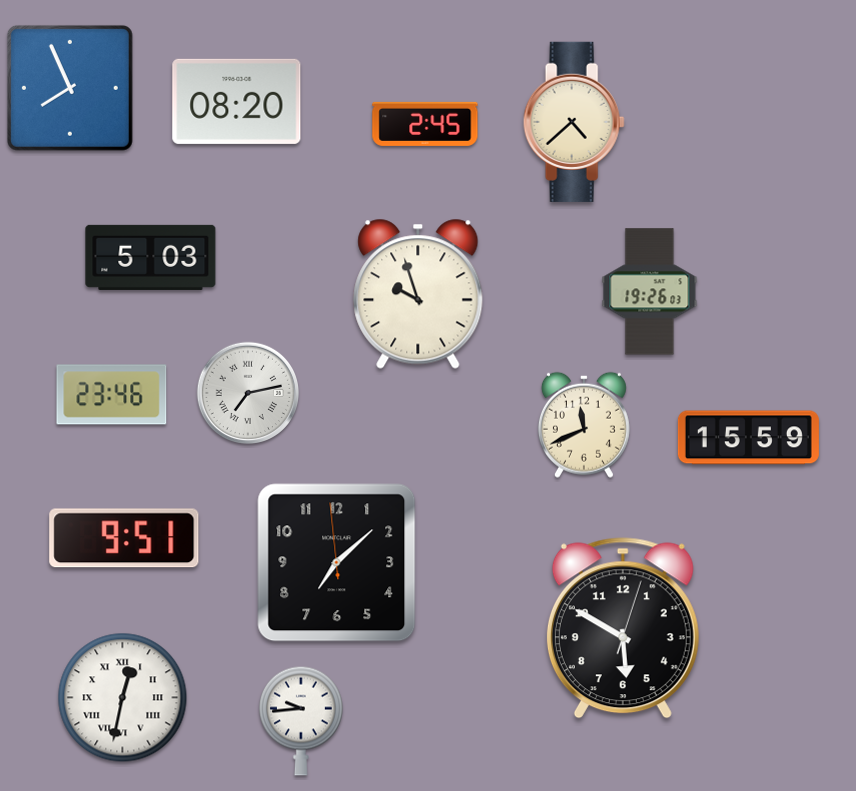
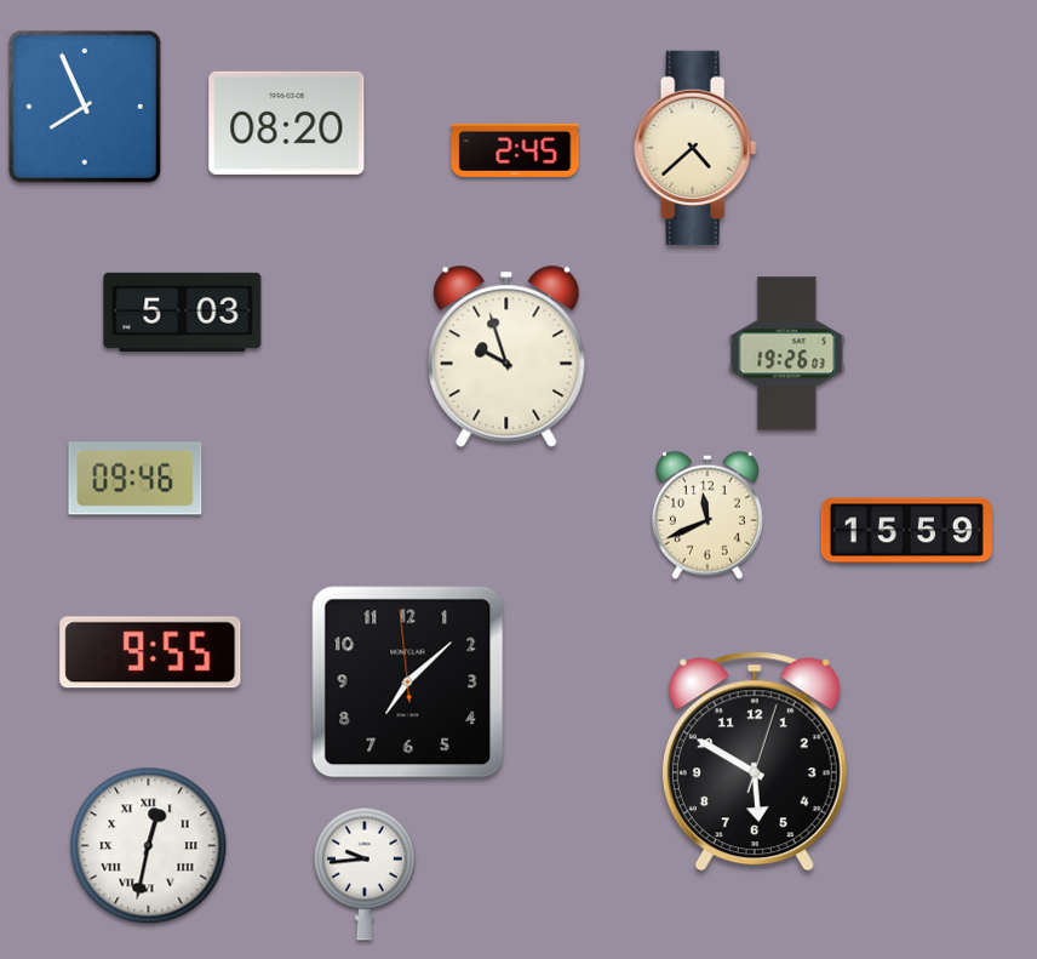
clock at (247, 392): 7:13 -> none
clock at (112, 395): 23:46 -> 09:46
clock at (124, 538): 9:51 -> 9:55
